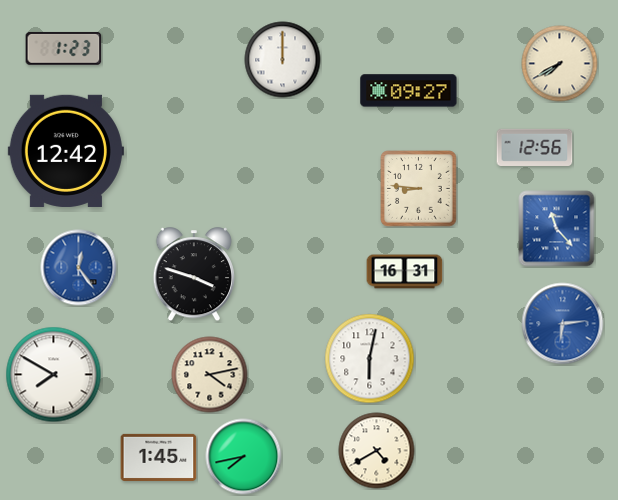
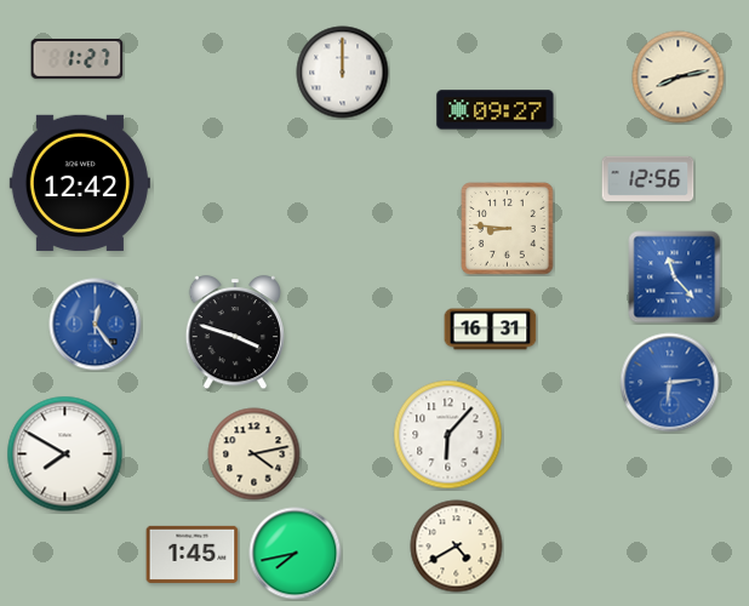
clock at (64, 48): 1:23 -> 1:27
clock at (560, 64): 7:40 -> 8:13
clock at (563, 324) position: (563, 324) -> (670, 383)
clock at (370, 359): 6:02 -> 6:07
